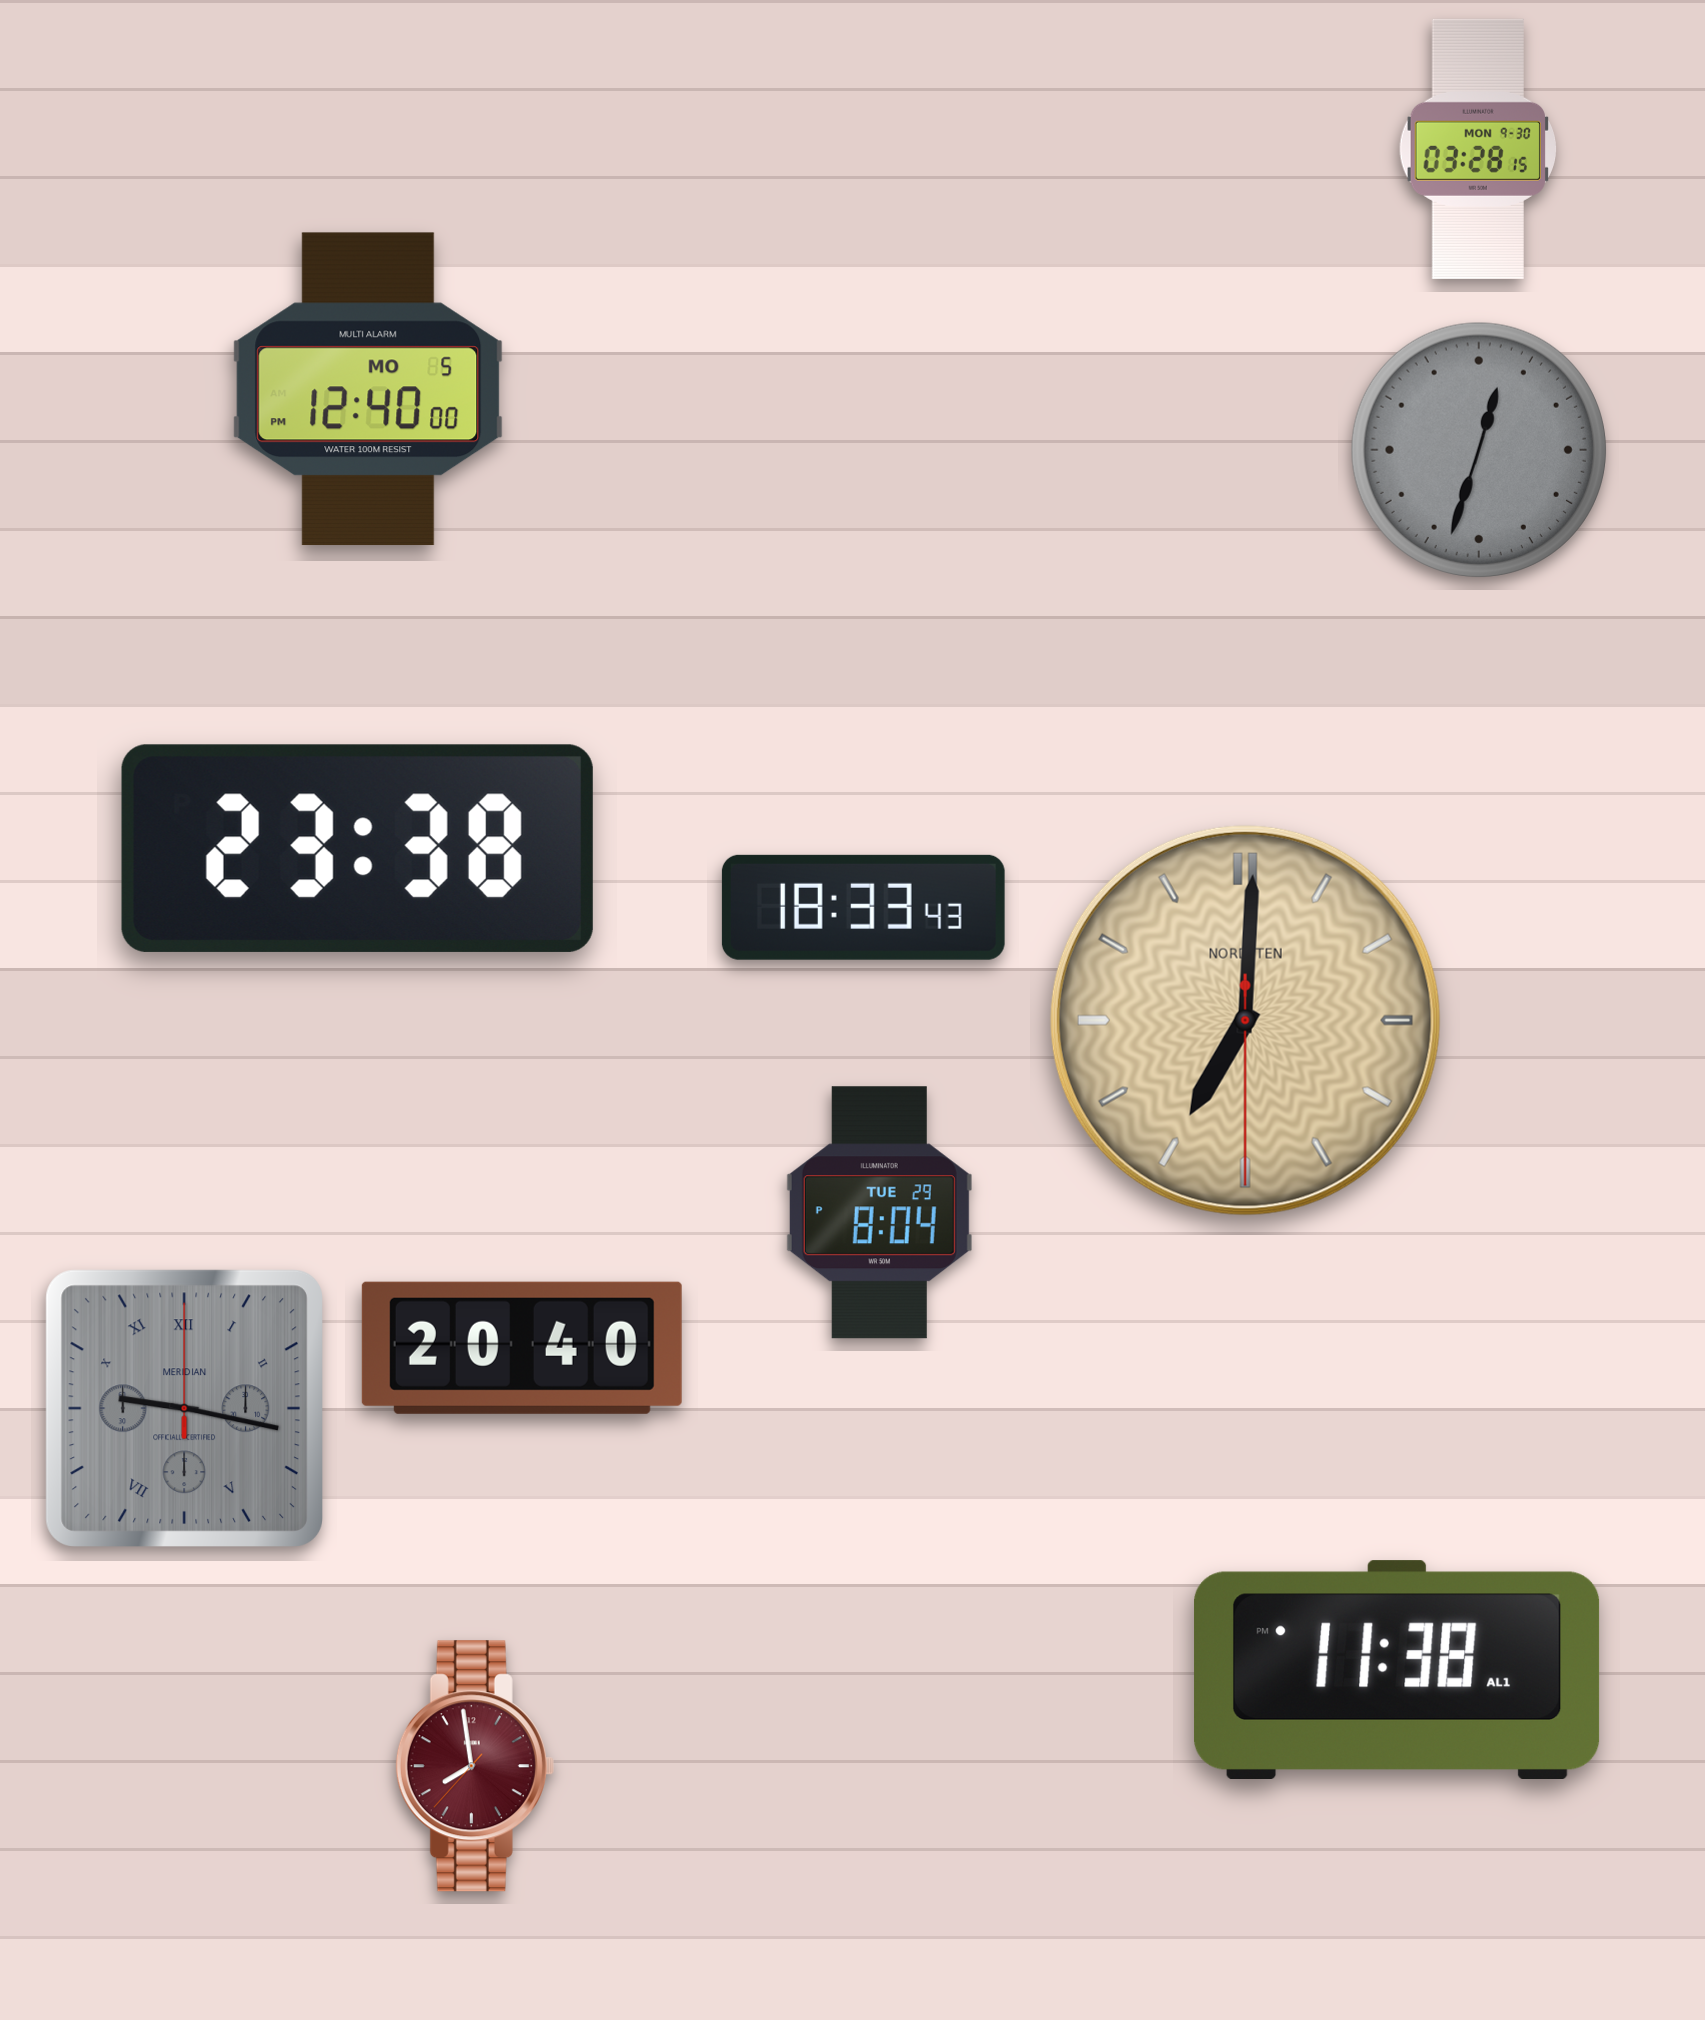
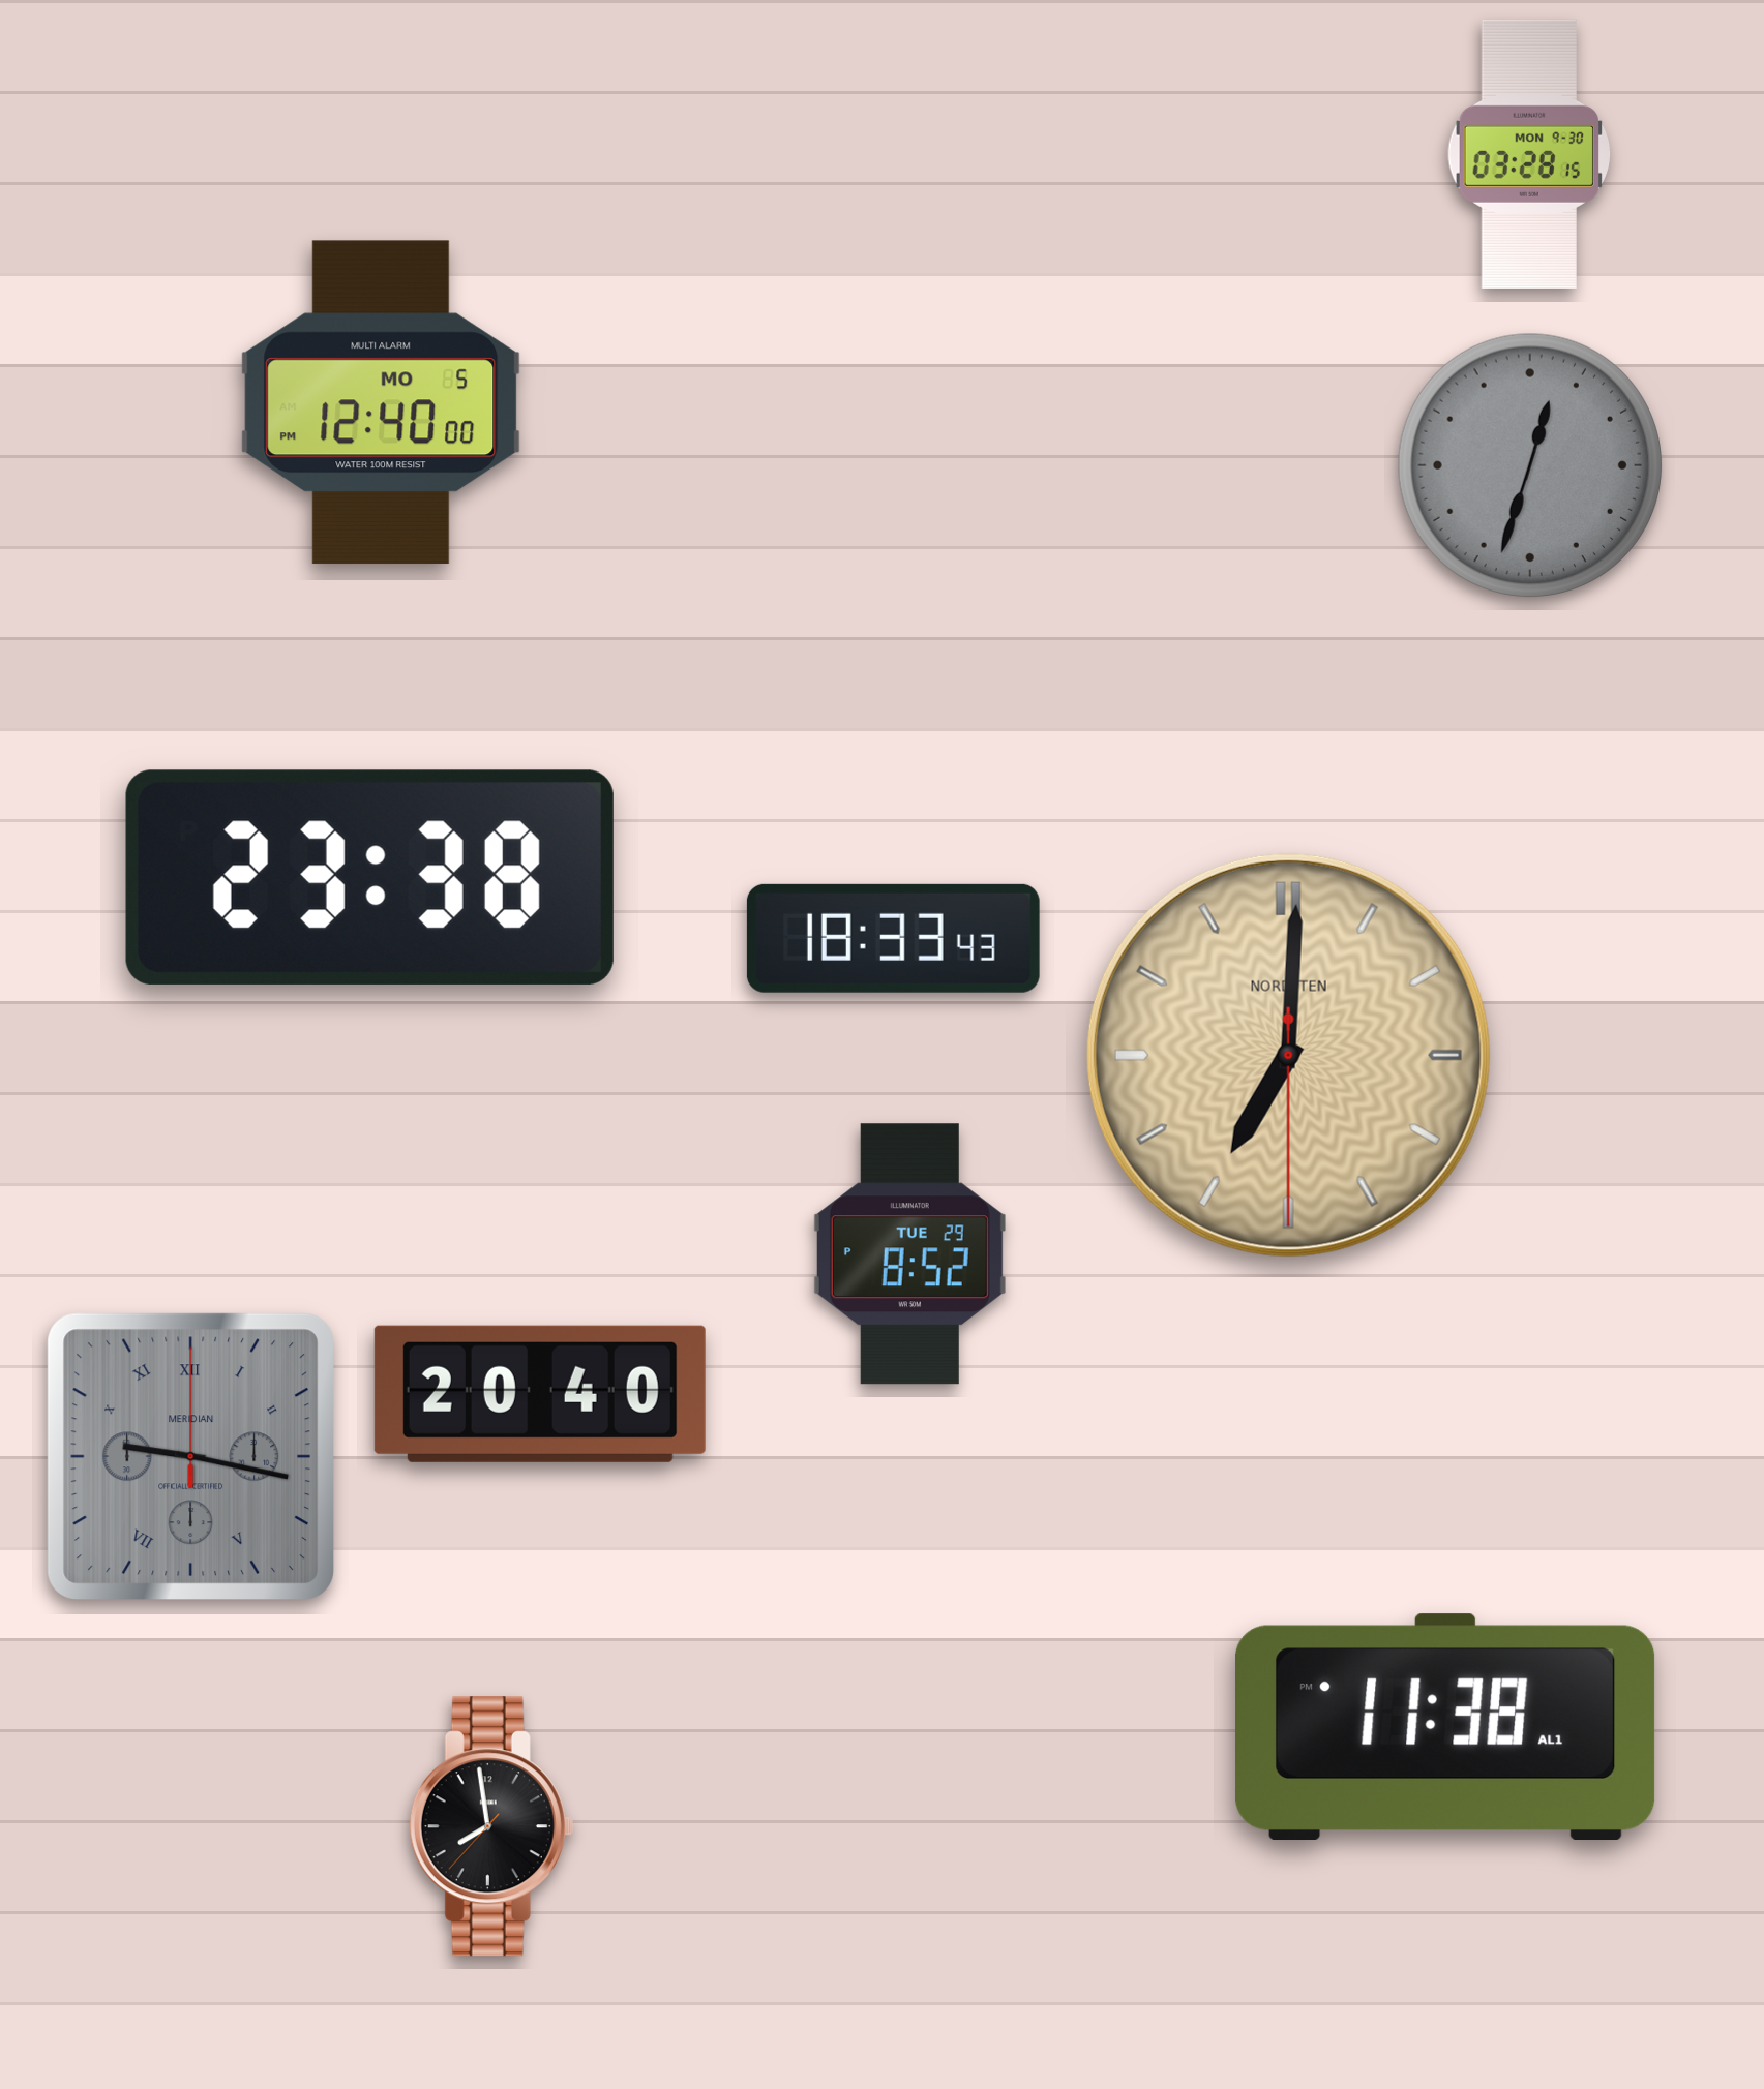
clock at (879, 1213): 8:04 -> 8:52
clock at (475, 1766) dial: burgundy -> black
